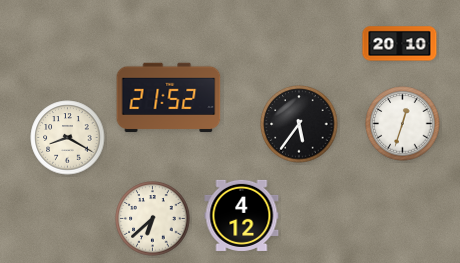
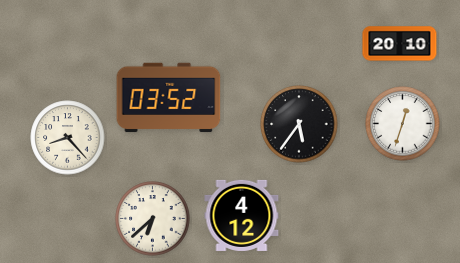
clock at (169, 98): 21:52 -> 03:52
clock at (68, 138): 8:20 -> 8:23
